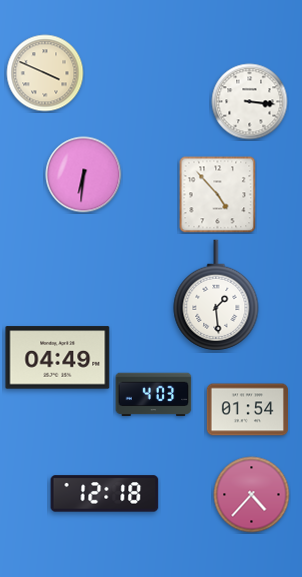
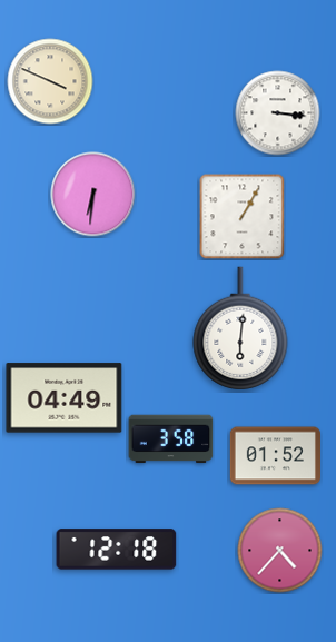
clock at (218, 195): 4:53 -> 1:05
clock at (216, 295): 1:29 -> 6:01
clock at (154, 395): 4:03 -> 3:58
clock at (247, 410): 01:54 -> 01:52
